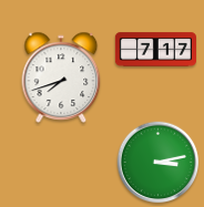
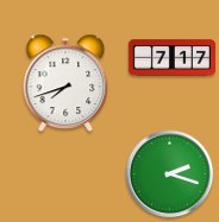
clock at (155, 50) position: (155, 50) -> (171, 58)
clock at (159, 163): 3:13 -> 2:18
